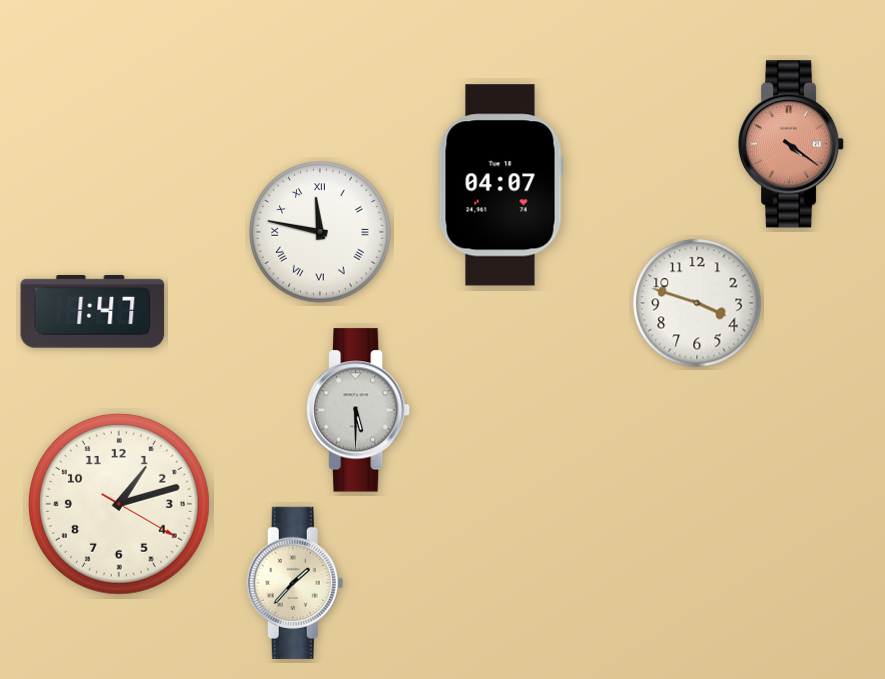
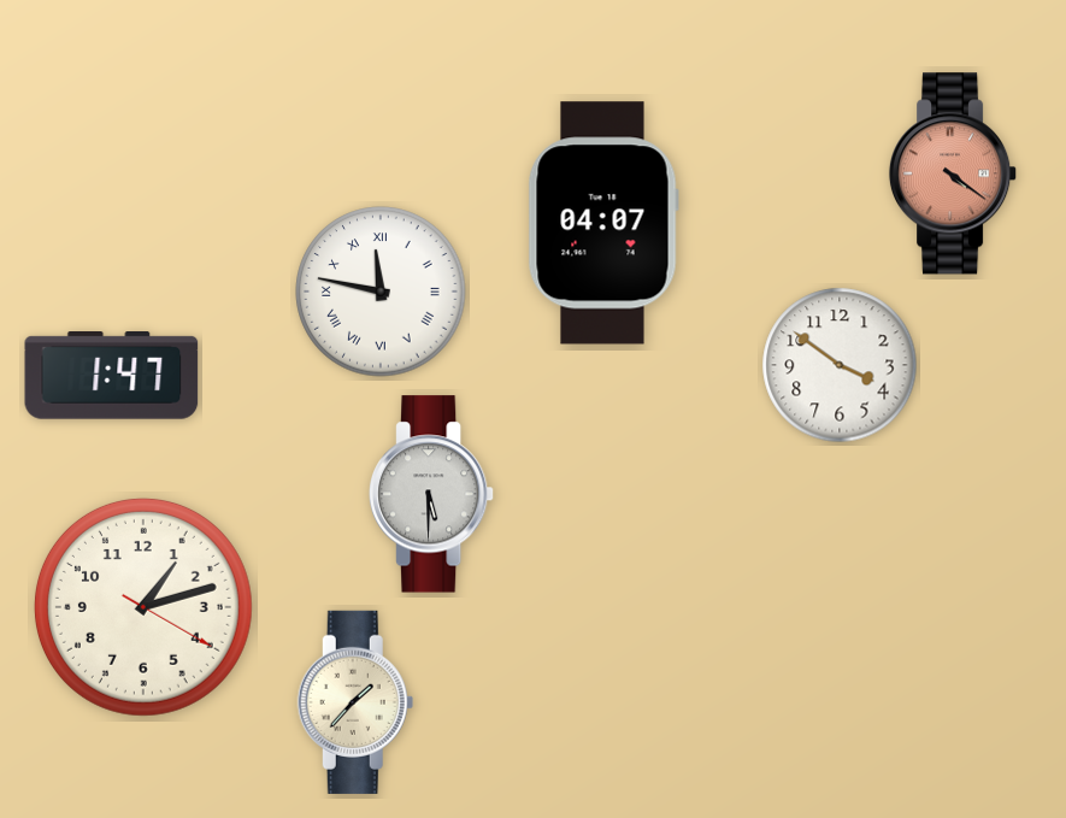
clock at (320, 232) position: (320, 232) -> (381, 292)
clock at (697, 303): 3:48 -> 3:51
